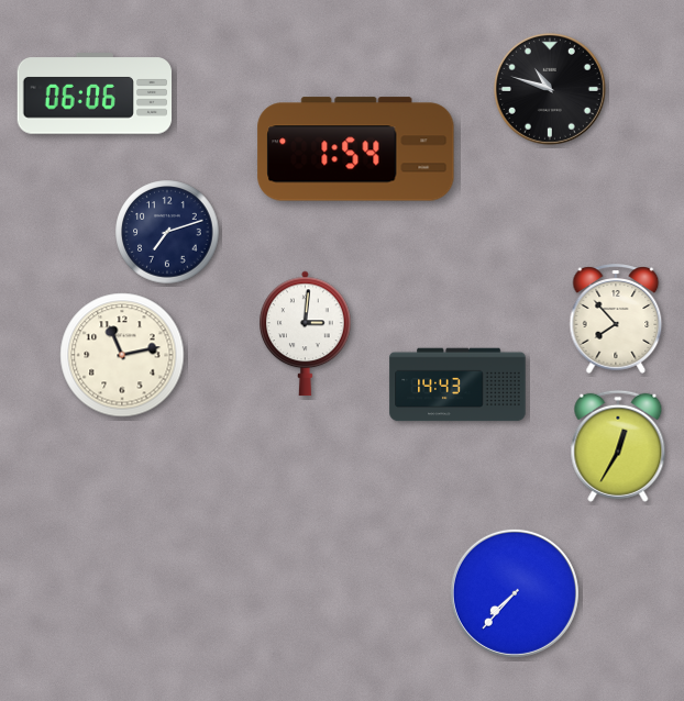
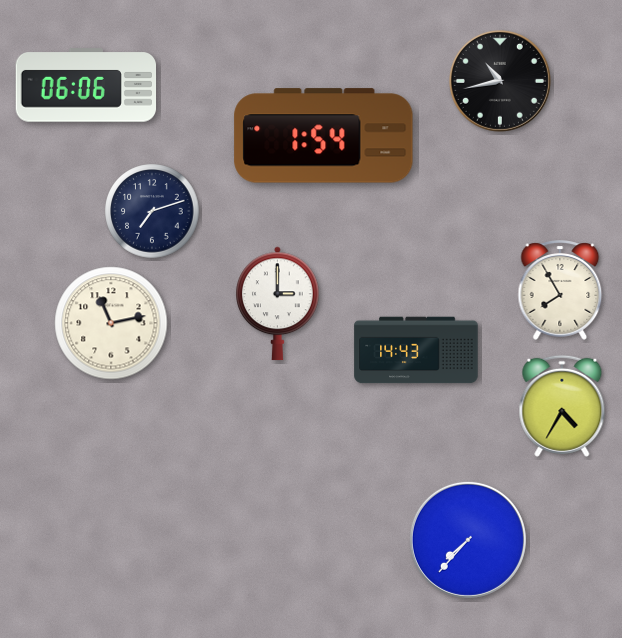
clock at (550, 89): 10:48 -> 10:43
clock at (616, 319): 7:53 -> 7:55
clock at (306, 334): 3:01 -> 3:00
clock at (618, 446): 12:35 -> 4:35
